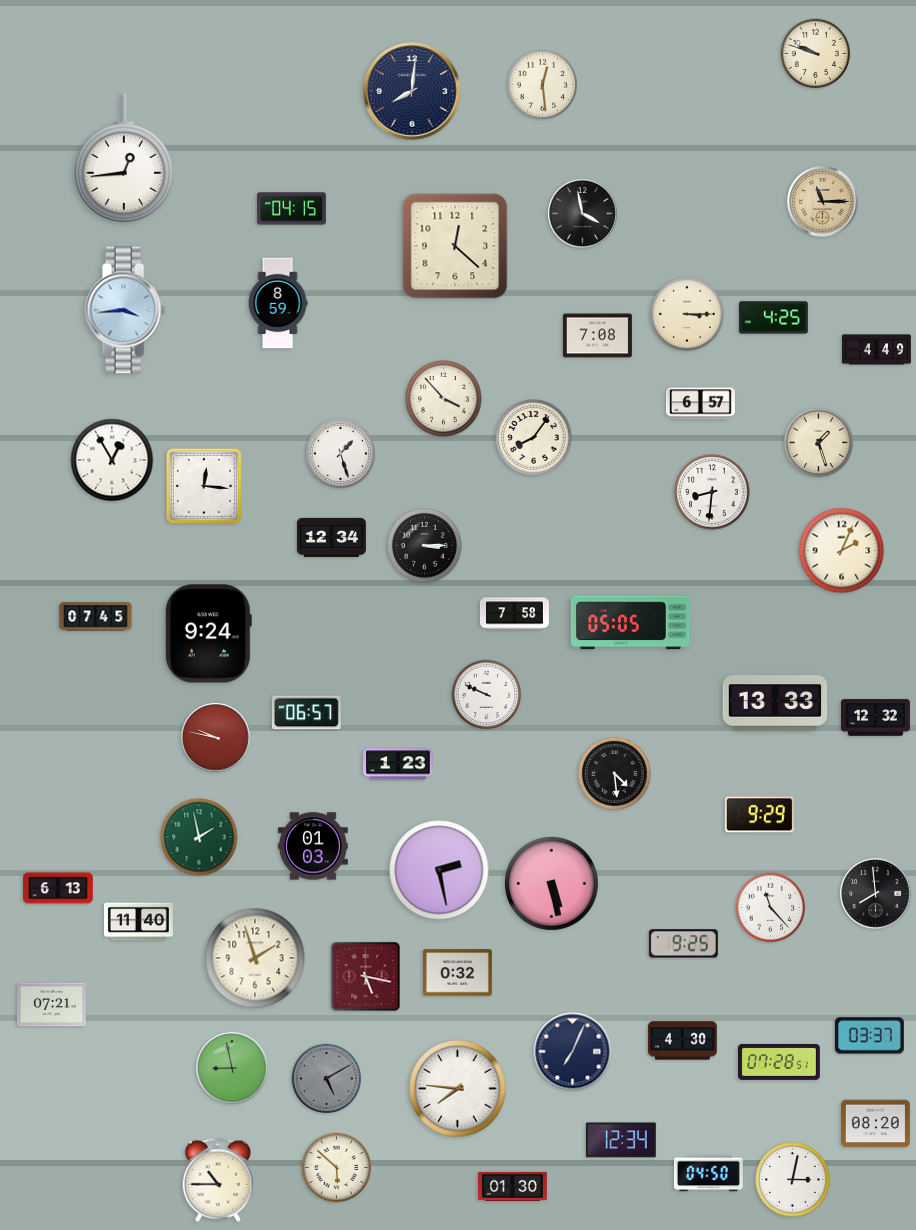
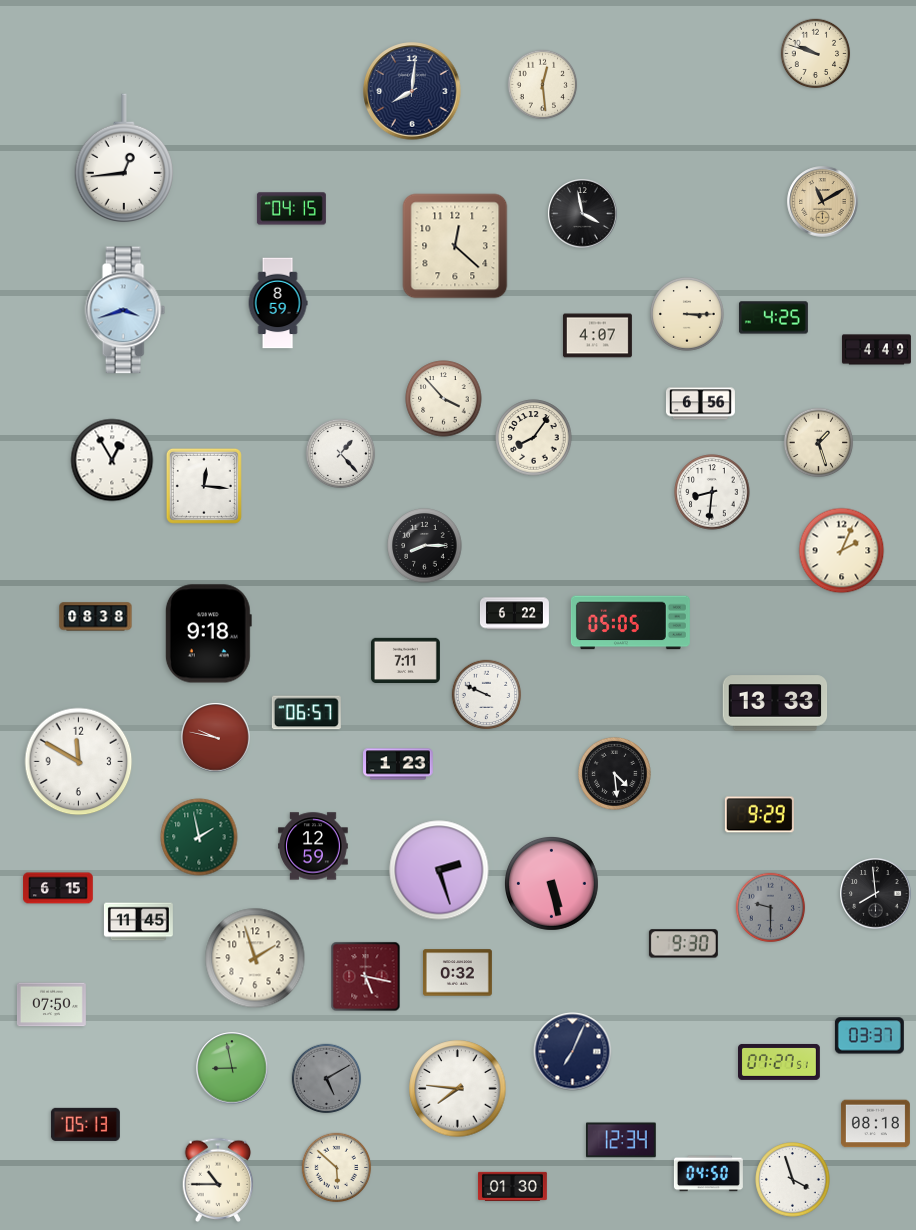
clock at (823, 202): 11:15 -> 11:10
clock at (125, 310): 3:44 -> 3:42
clock at (597, 336): 7:08 -> 4:07
clock at (700, 404): 6:57 -> 6:56
clock at (341, 454): 1:27 -> 1:23
clock at (331, 537): 12:34 -> none
clock at (425, 546): 3:15 -> 8:15
clock at (514, 614): 7:58 -> 6:22
clock at (96, 617): 07:45 -> 08:38
clock at (208, 634): 9:24 -> 9:18
clock at (405, 660): none -> 7:11
clock at (875, 718): 12:32 -> none
clock at (79, 762): none -> 11:50
clock at (313, 846): 01:03 -> 12:59
clock at (439, 870): 2:28 -> 2:27
clock at (58, 888): 6:13 -> 6:15
clock at (771, 908): 11:23 -> 9:30
clock at (771, 908) dial: white -> grey
clock at (138, 922): 11:40 -> 11:45
clock at (683, 944): 9:25 -> 9:30
clock at (51, 1005): 07:21 -> 07:50
clock at (682, 1041): 4:30 -> none
clock at (780, 1062): 07:28 -> 07:27
clock at (85, 1124): none -> 05:13
clock at (875, 1124): 08:20 -> 08:18
clock at (793, 1180): 3:02 -> 3:57
